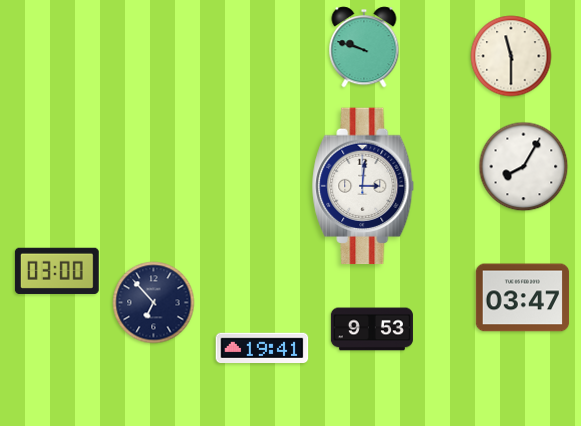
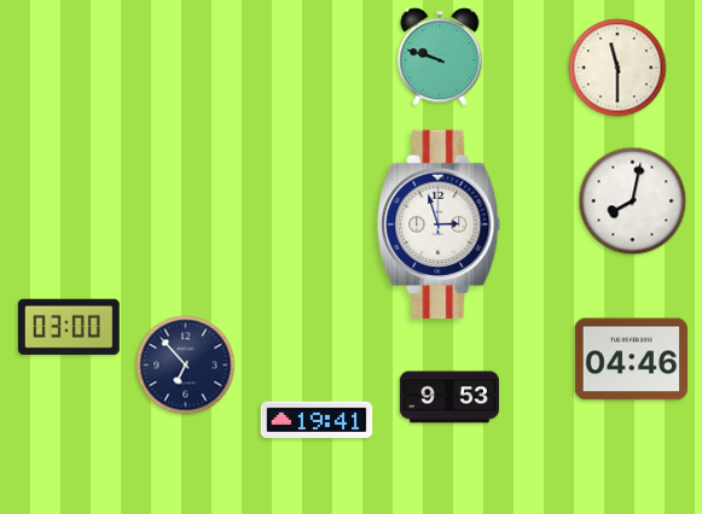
clock at (524, 167): 8:05 -> 8:02
clock at (364, 186): 3:01 -> 2:57
clock at (523, 298): 03:47 -> 04:46
